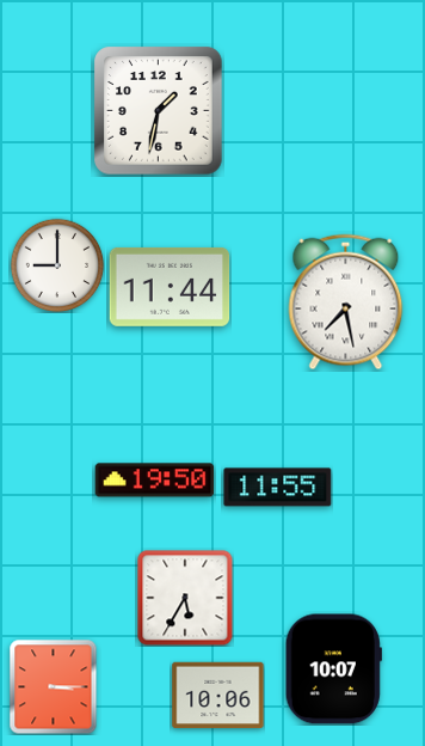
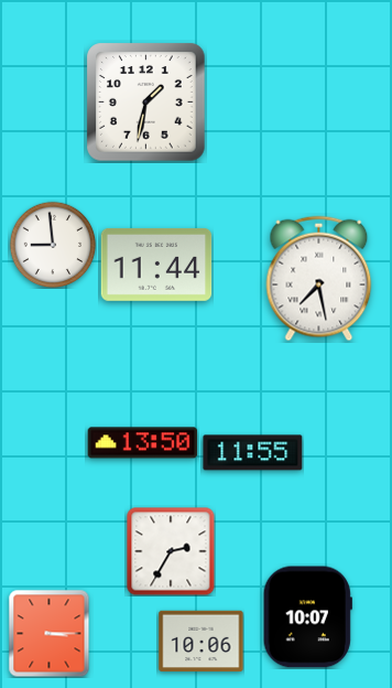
clock at (57, 265): 9:00 -> 8:59
clock at (155, 481): 19:50 -> 13:50
clock at (278, 488) position: (278, 488) -> (253, 453)
clock at (185, 598): 5:35 -> 2:35
